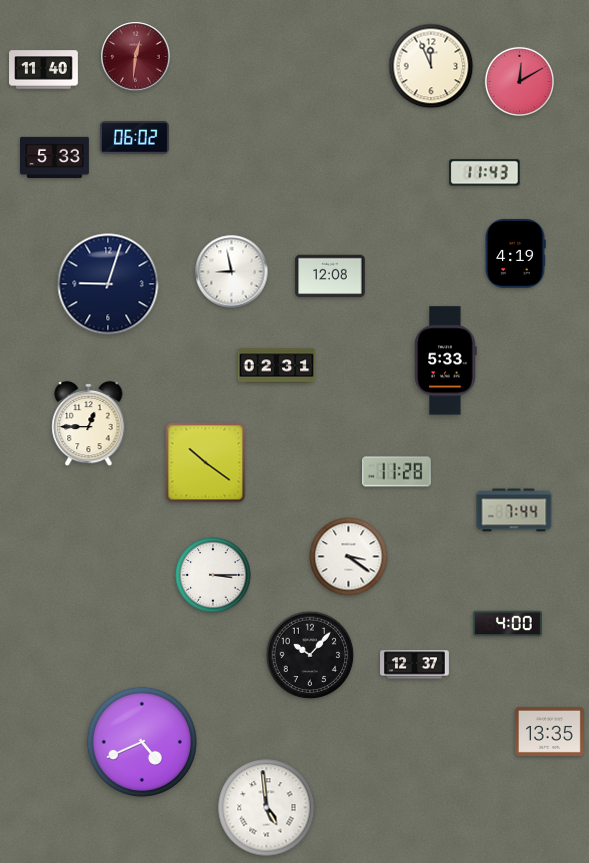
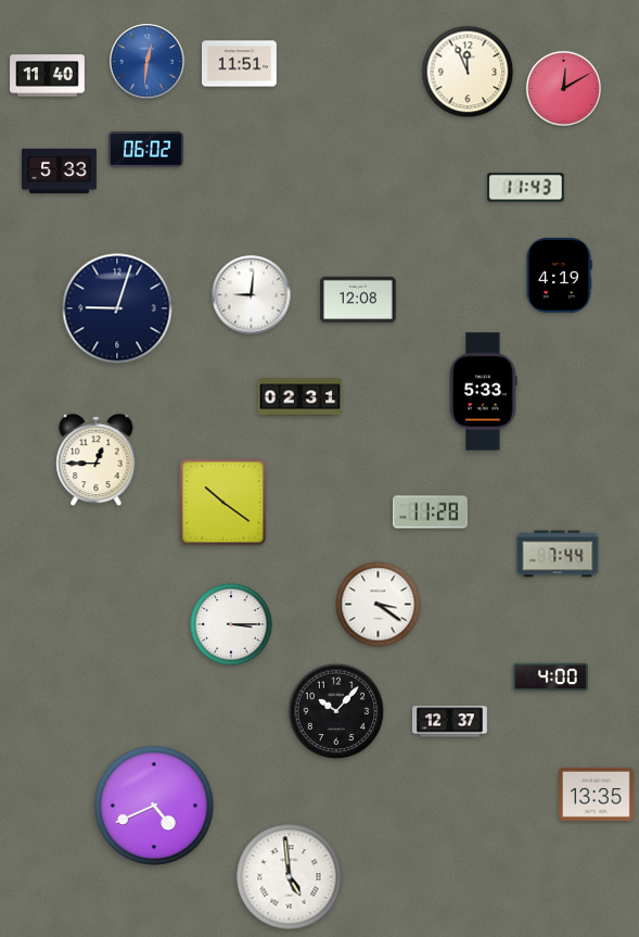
clock at (136, 57) dial: burgundy -> blue
clock at (240, 64): none -> 11:51
clock at (232, 272): 8:58 -> 9:01
